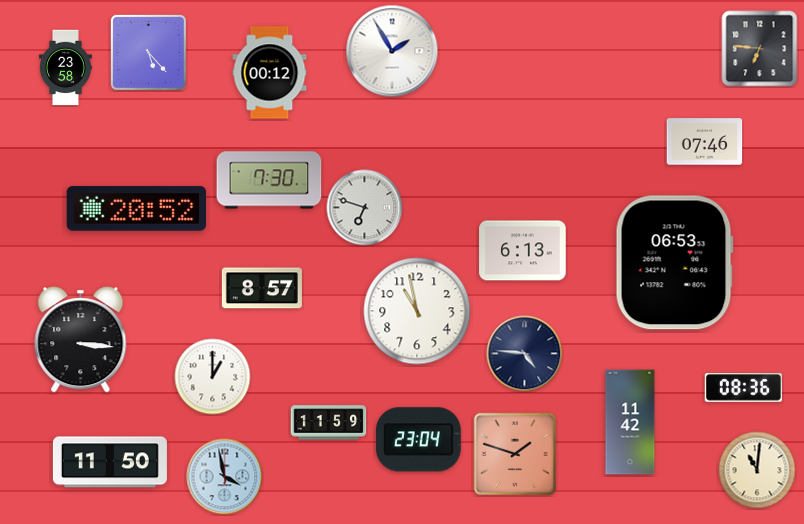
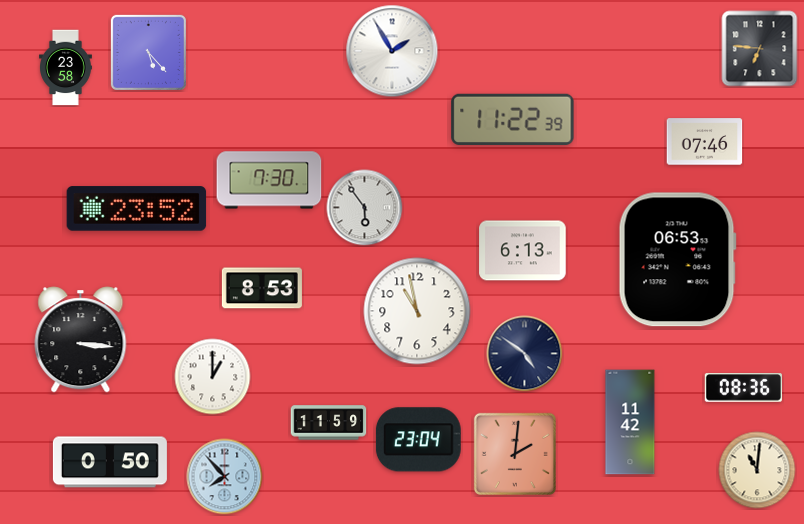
clock at (270, 73): 00:12 -> none
clock at (513, 119): none -> 11:22
clock at (365, 208): 6:48 -> 5:54
clock at (137, 209): 20:52 -> 23:52
clock at (674, 263) position: (674, 263) -> (677, 260)
clock at (262, 288): 8:57 -> 8:53
clock at (525, 354): 4:46 -> 4:51
clock at (515, 454): 1:48 -> 2:01
clock at (110, 462): 11:50 -> 0:50
clock at (225, 477): 3:58 -> 7:53
